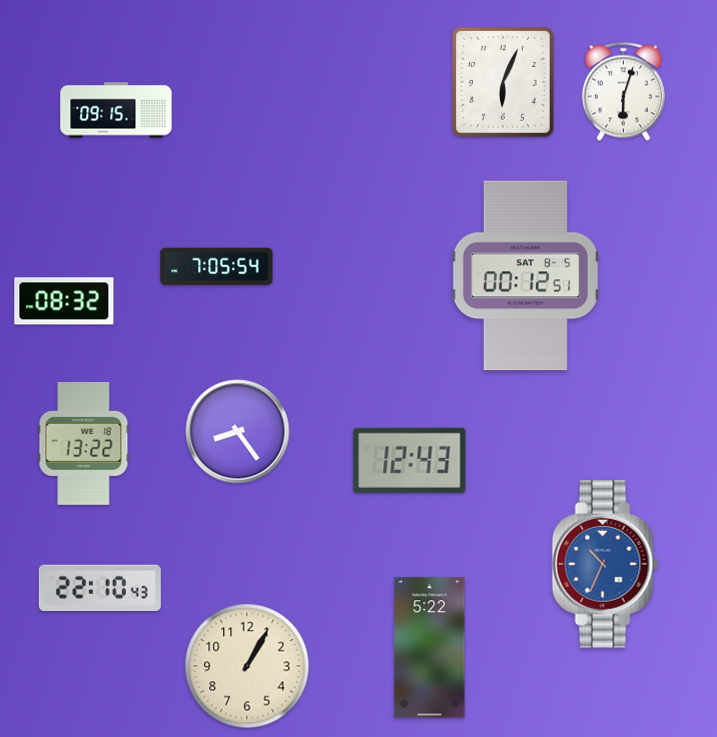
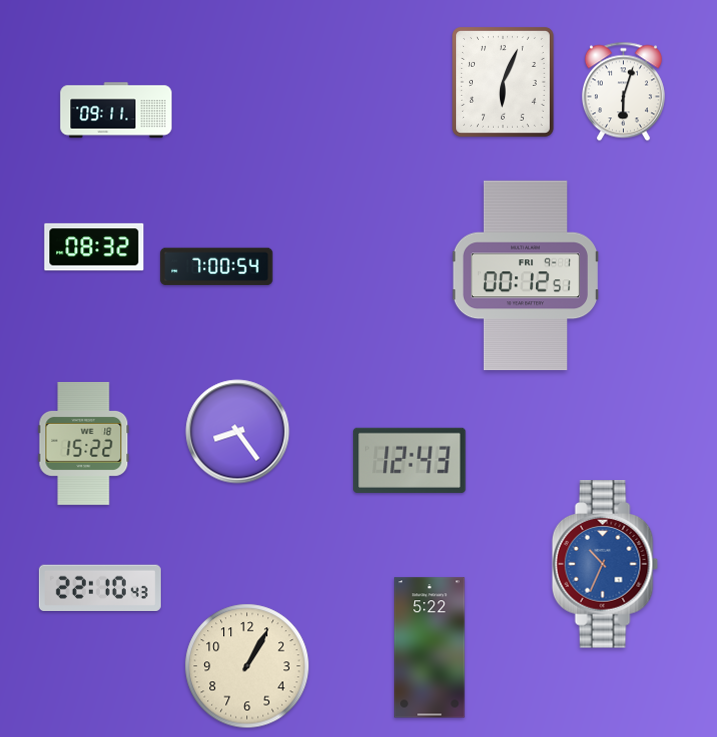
clock at (116, 110): 09:15 -> 09:11
clock at (217, 267): 7:05 -> 7:00
clock at (525, 276) date: SAT 8-5 -> FRI 9-1
clock at (64, 301) position: (64, 301) -> (94, 247)
clock at (84, 443): 13:22 -> 15:22
